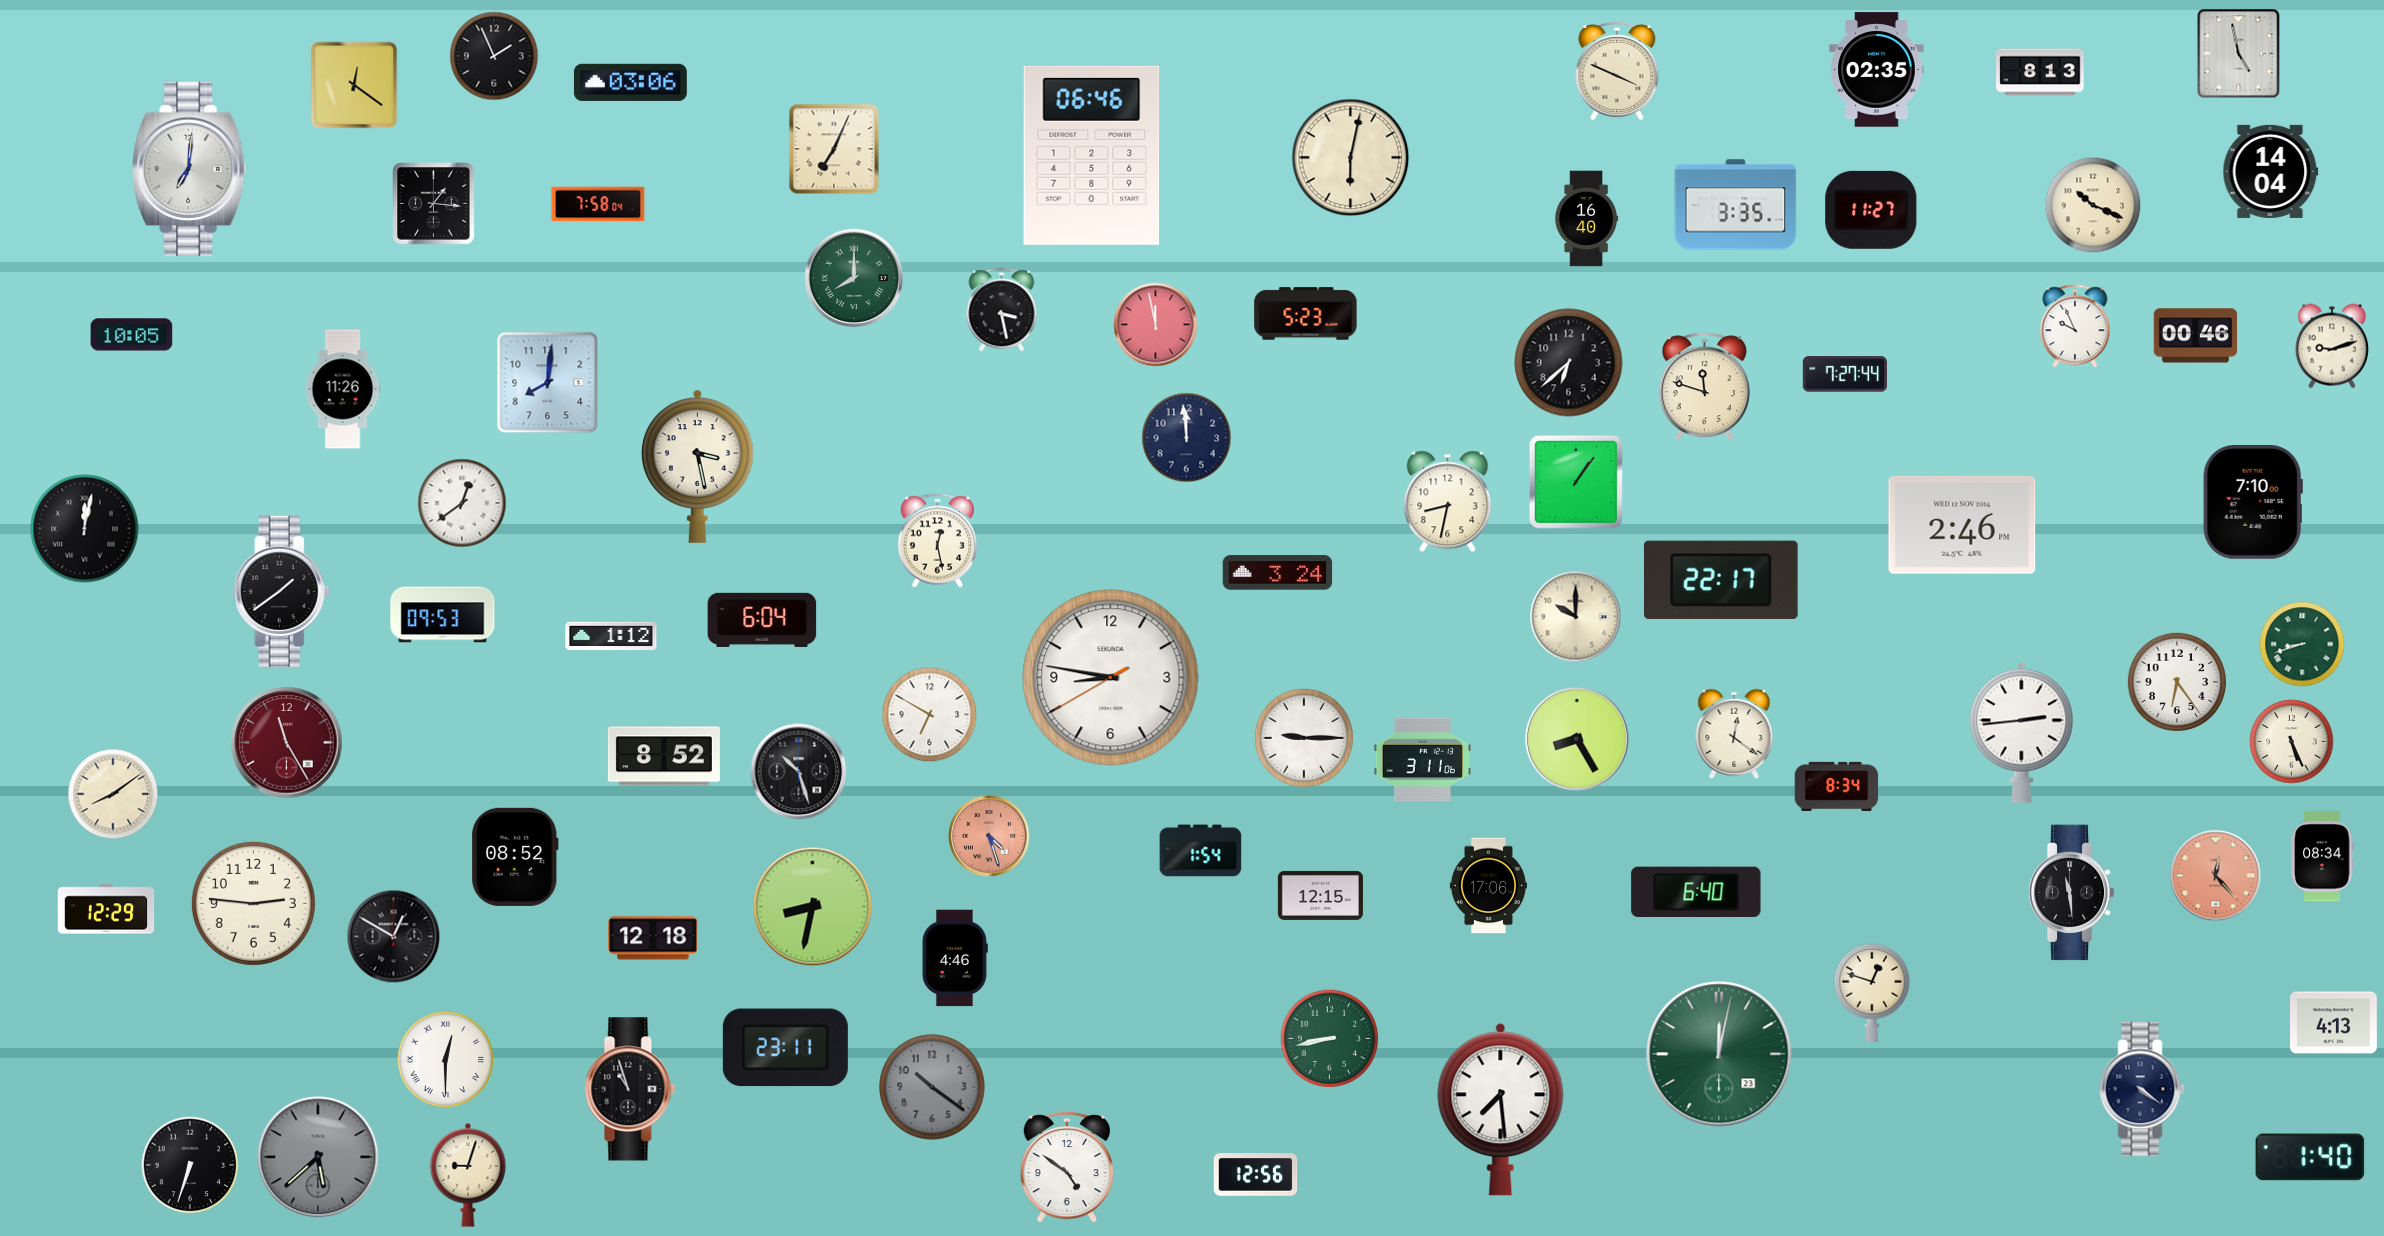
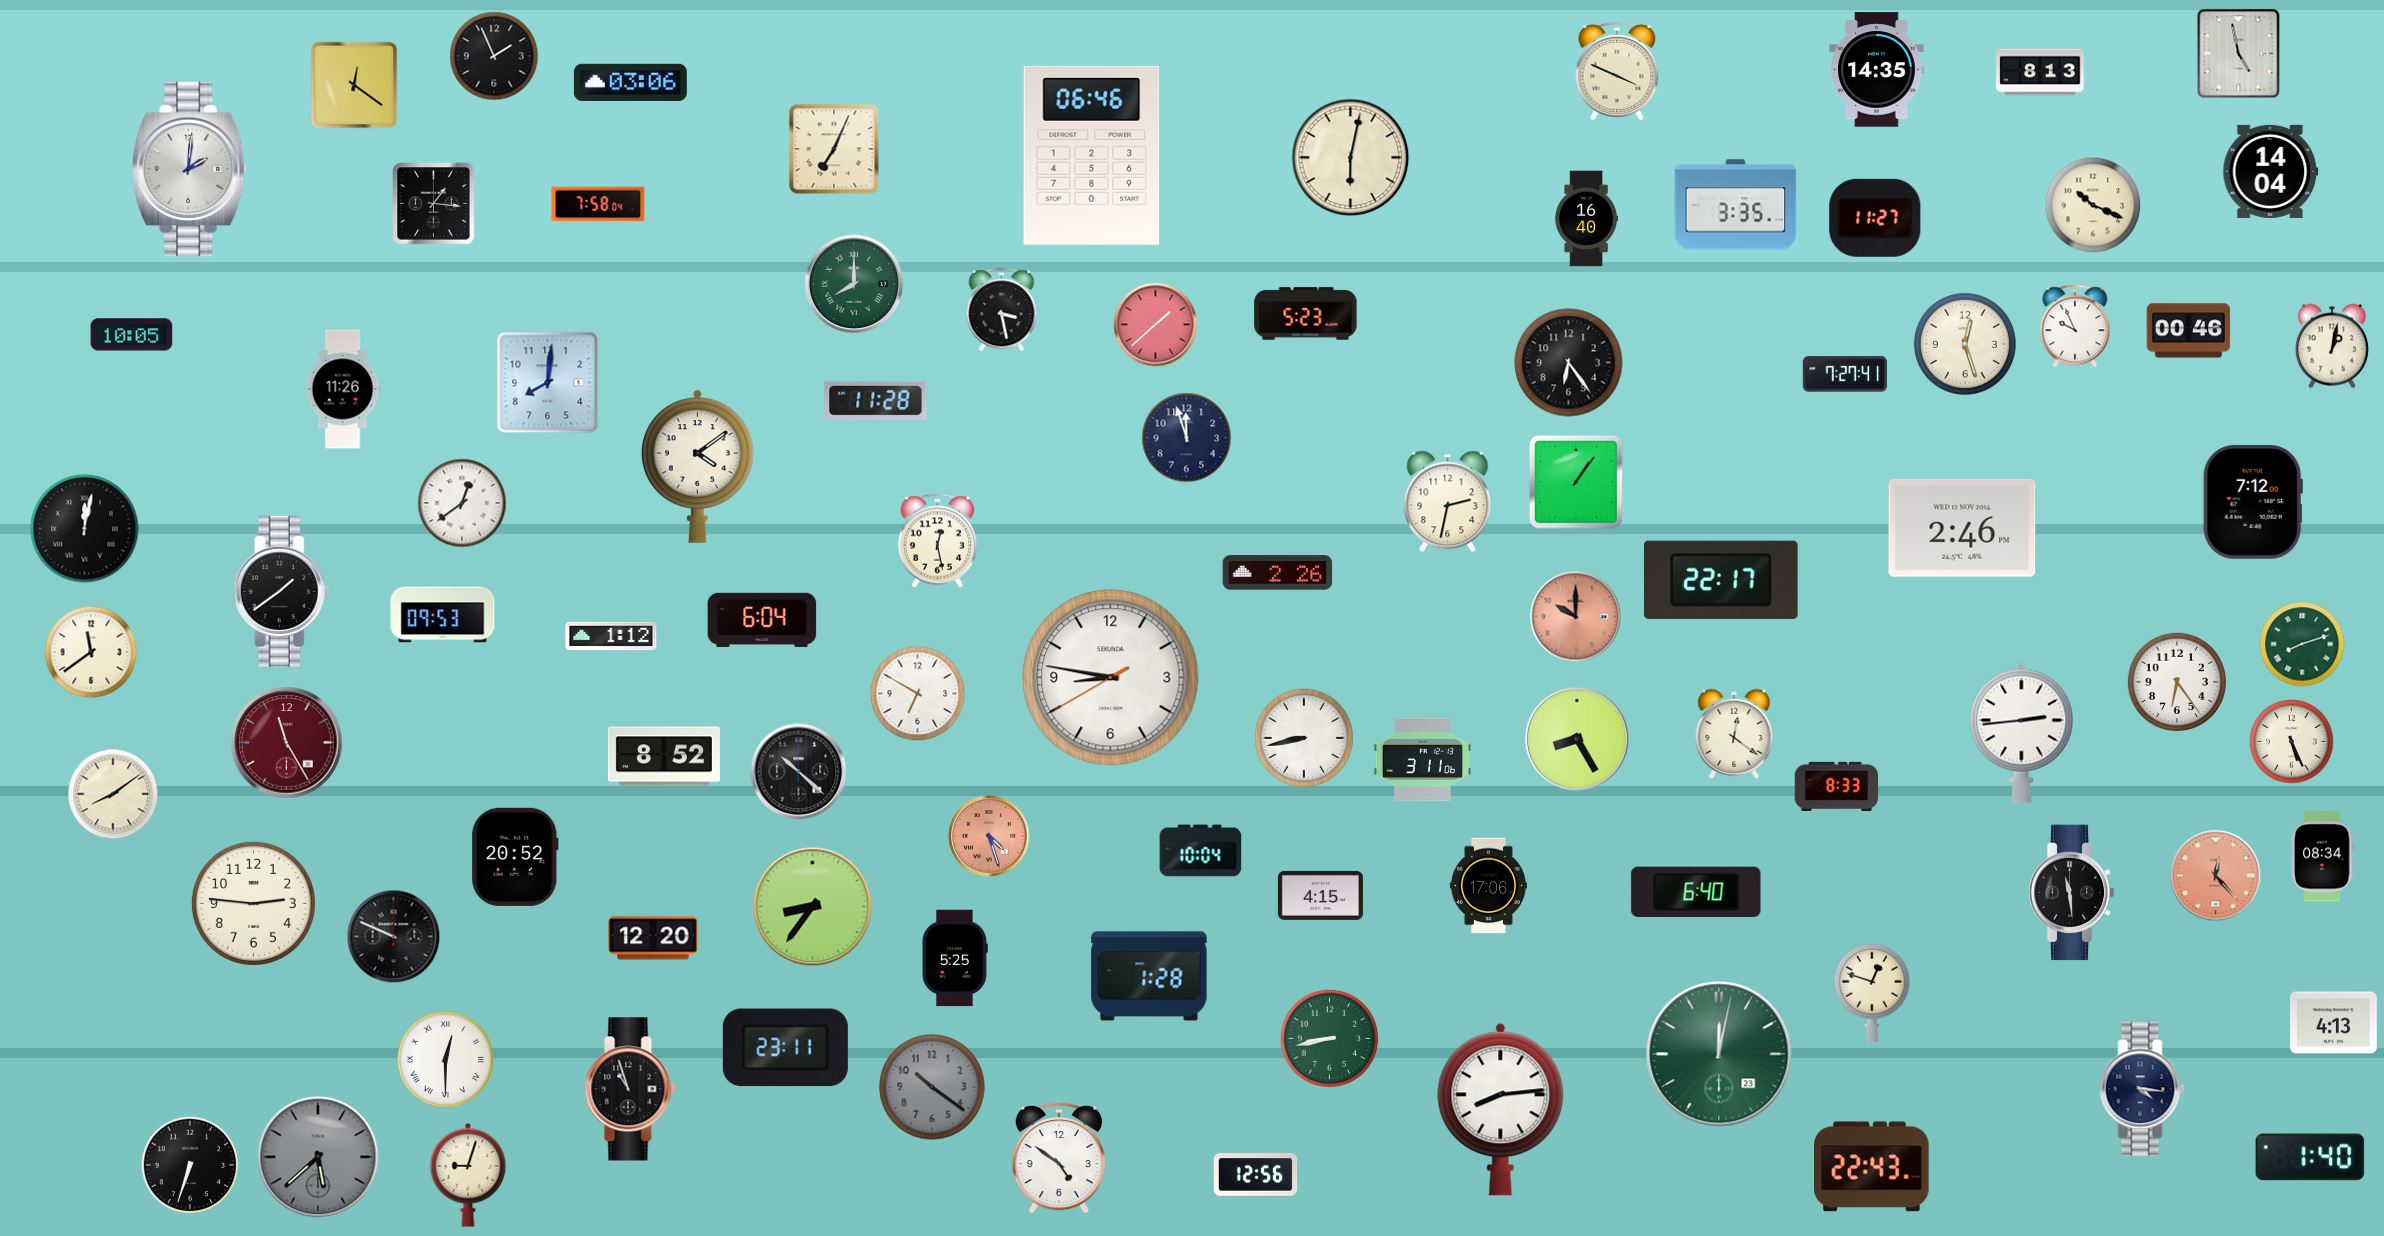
clock at (1877, 70): 02:35 -> 14:35
clock at (190, 169): 7:01 -> 2:01
clock at (1871, 210) position: (1871, 210) -> (1875, 218)
clock at (854, 278) position: (854, 278) -> (854, 284)
clock at (1156, 325): 11:58 -> 1:38
clock at (2196, 336) position: (2196, 336) -> (2189, 331)
clock at (1965, 344): none -> 12:27
clock at (2332, 346): 9:12 -> 1:02
clock at (1569, 363): 6:38 -> 6:24
clock at (1844, 374): 7:27:44 -> 7:27:41
clock at (1704, 387): 11:48 -> none
clock at (876, 400): none -> 11:28
clock at (1187, 438): 11:59 -> 11:57
clock at (698, 466): 3:28 -> 4:09
clock at (1448, 502): 8:32 -> 2:32
clock at (2253, 503): 7:10 -> 7:12
clock at (1962, 525) position: (1962, 525) -> (1962, 528)
clock at (1278, 573): 3:24 -> 2:26
clock at (1576, 617) dial: cream -> salmon
clock at (2302, 644): 8:42 -> 8:12
clock at (91, 652): none -> 11:39
clock at (930, 715) position: (930, 715) -> (918, 694)
clock at (1303, 737): 9:15 -> 8:43
clock at (799, 772): 10:27 -> 10:22
clock at (1837, 786): 8:34 -> 8:33
clock at (1201, 851): 1:54 -> 10:04
clock at (515, 857): 08:52 -> 20:52
clock at (1320, 895): 12:15 -> 4:15
clock at (813, 907): 8:32 -> 8:36
clock at (106, 909): 12:29 -> none
clock at (394, 937): 12:50 -> 9:49
clock at (653, 938): 12:18 -> 12:20
clock at (955, 958): 4:46 -> 5:25
clock at (1149, 976): none -> 1:28
clock at (2142, 1089): 4:21 -> 4:16
clock at (1501, 1110): 7:29 -> 8:14
clock at (1066, 1167) position: (1066, 1167) -> (1058, 1158)
clock at (1872, 1167): none -> 22:43
